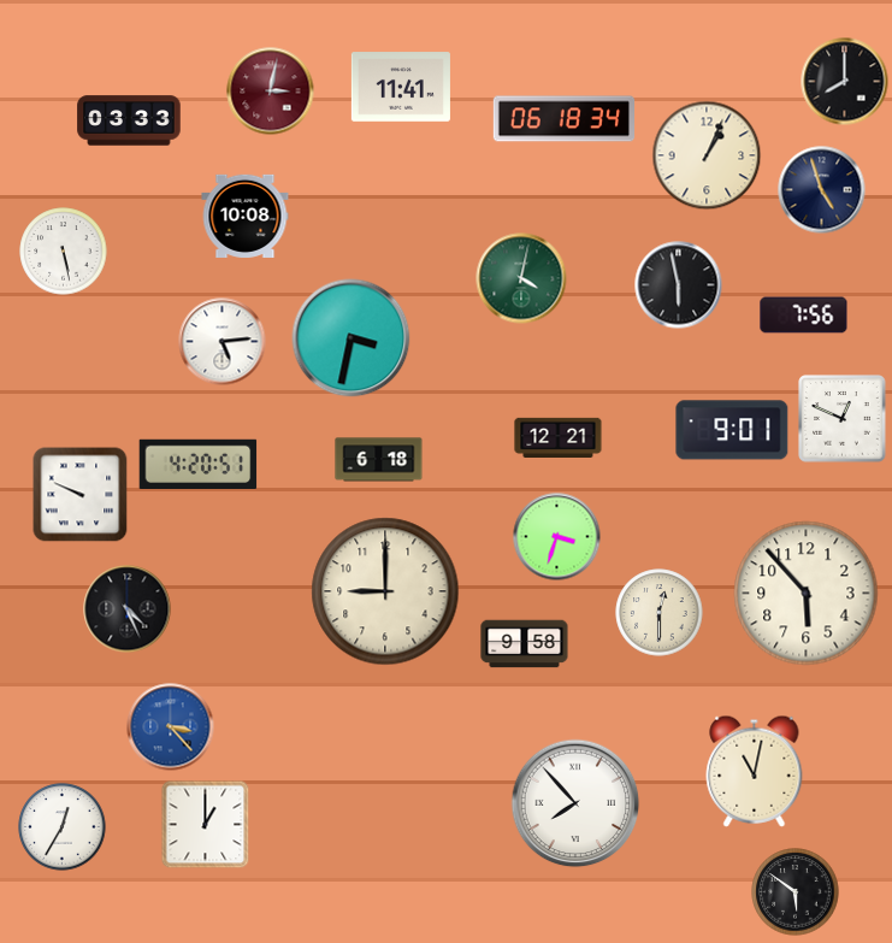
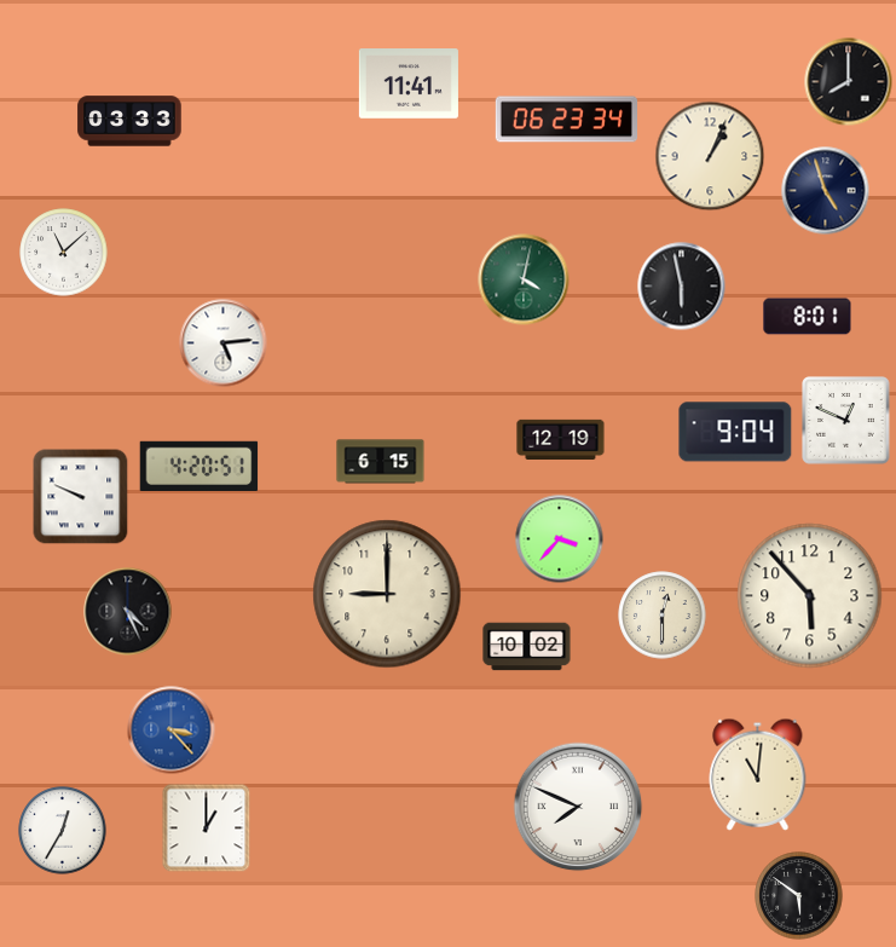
clock at (401, 87) position: (401, 87) -> (409, 83)
clock at (271, 92): 3:02 -> none
clock at (563, 119): 06:18 -> 06:23
clock at (246, 216): 10:08 -> none
clock at (64, 252): 5:28 -> 11:08
clock at (804, 316): 7:56 -> 8:01
clock at (352, 338): 3:32 -> none
clock at (732, 430): 9:01 -> 9:04
clock at (559, 437): 12:21 -> 12:19
clock at (379, 460): 6:18 -> 6:15
clock at (557, 537): 3:33 -> 3:37
clock at (525, 644): 9:58 -> 10:02
clock at (755, 771): 11:02 -> 11:01
clock at (575, 803): 7:53 -> 7:49
